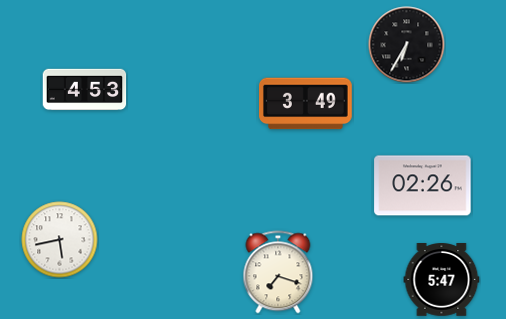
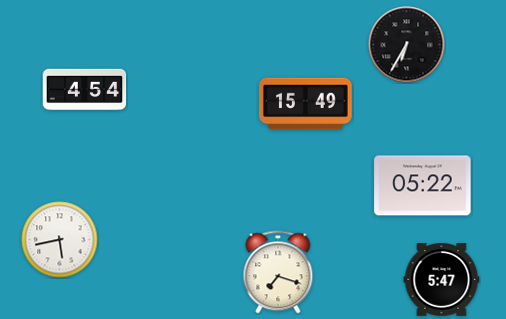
clock at (85, 90): 4:53 -> 4:54
clock at (306, 104): 3:49 -> 15:49
clock at (423, 186): 02:26 -> 05:22
